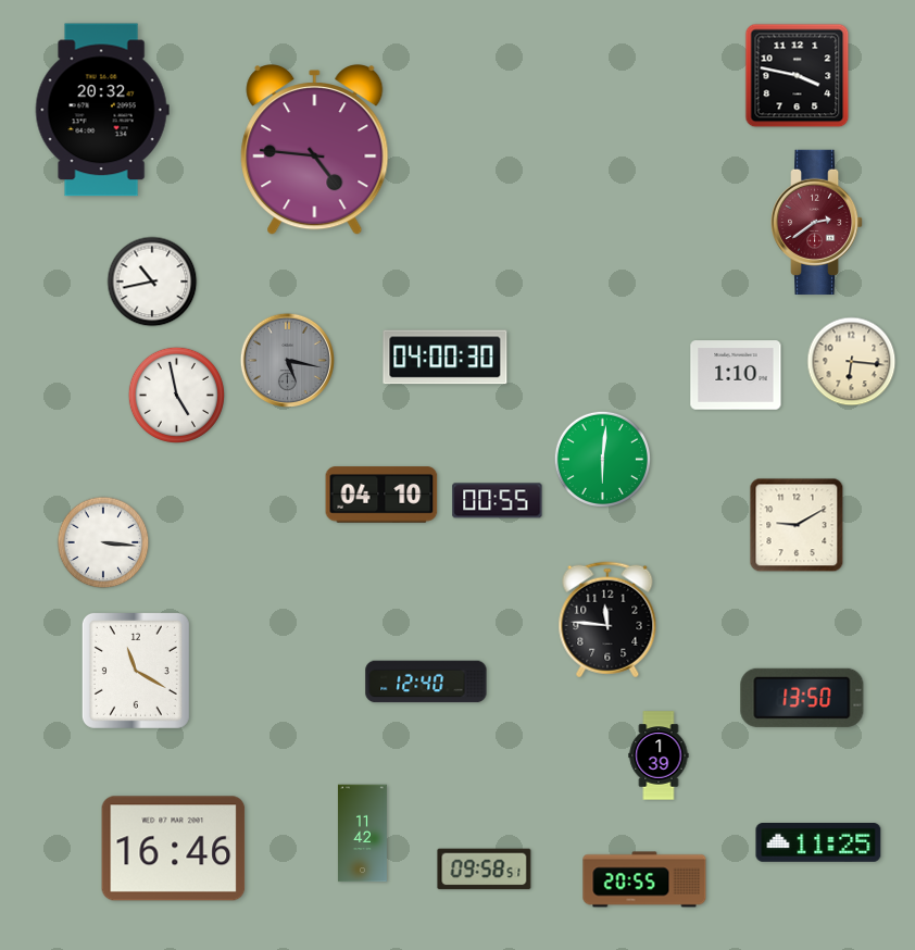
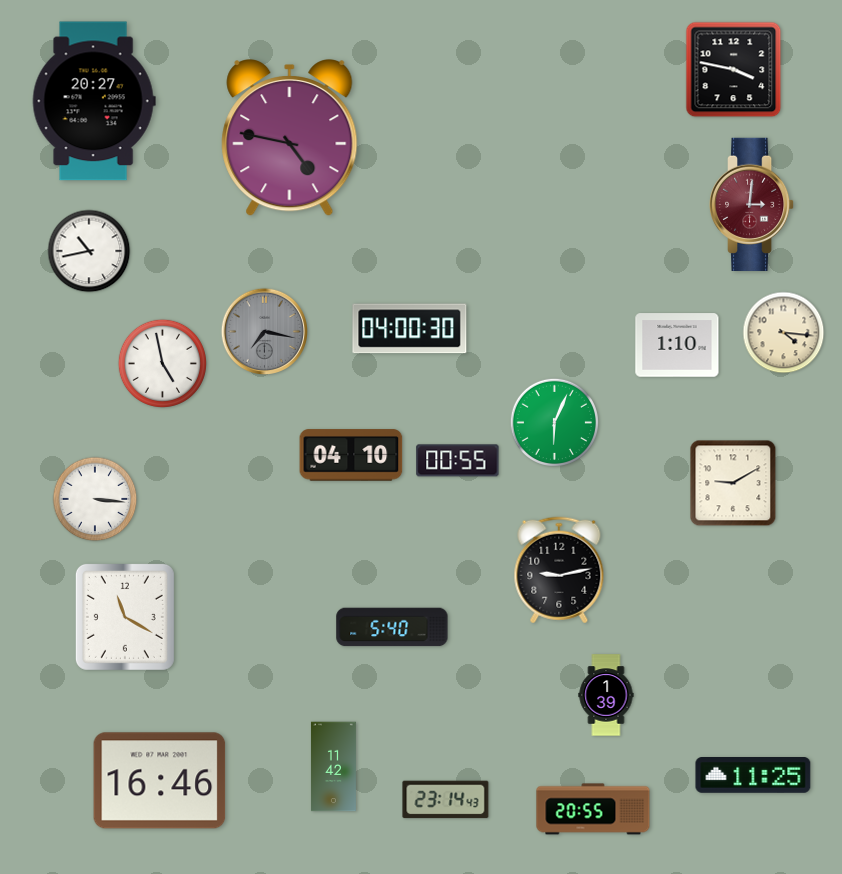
clock at (102, 110): 20:32 -> 20:27
clock at (315, 151): 4:46 -> 4:47
clock at (817, 222): 2:39 -> 3:01
clock at (152, 282) position: (152, 282) -> (89, 251)
clock at (287, 360): 5:17 -> 7:17
clock at (852, 362): 6:16 -> 4:16
clock at (602, 459): 6:01 -> 6:04
clock at (607, 620): 11:46 -> 9:13
clock at (426, 682): 12:40 -> 5:40
clock at (802, 698): 13:50 -> none
clock at (485, 870): 09:58 -> 23:14
